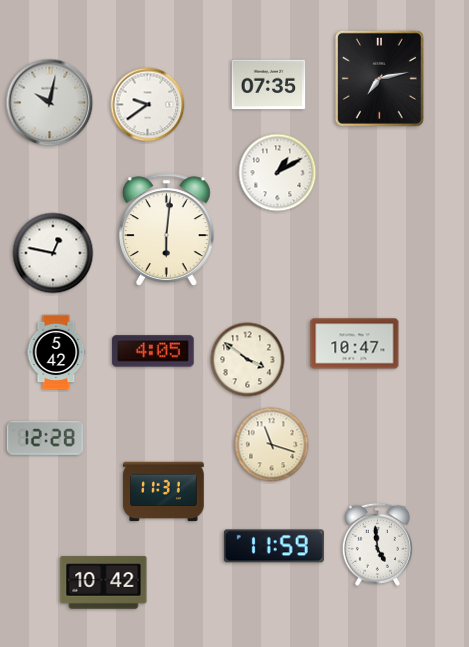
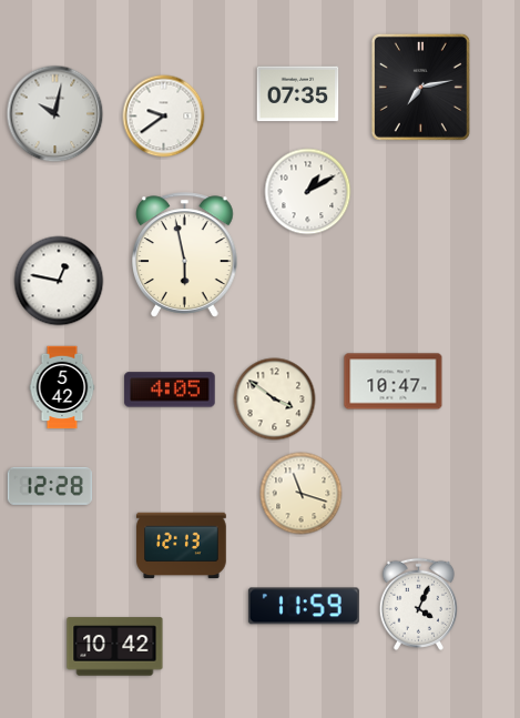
clock at (167, 230): 6:01 -> 5:58
clock at (56, 352) position: (56, 352) -> (62, 387)
clock at (164, 492): 11:31 -> 12:13
clock at (377, 544): 4:59 -> 4:04
